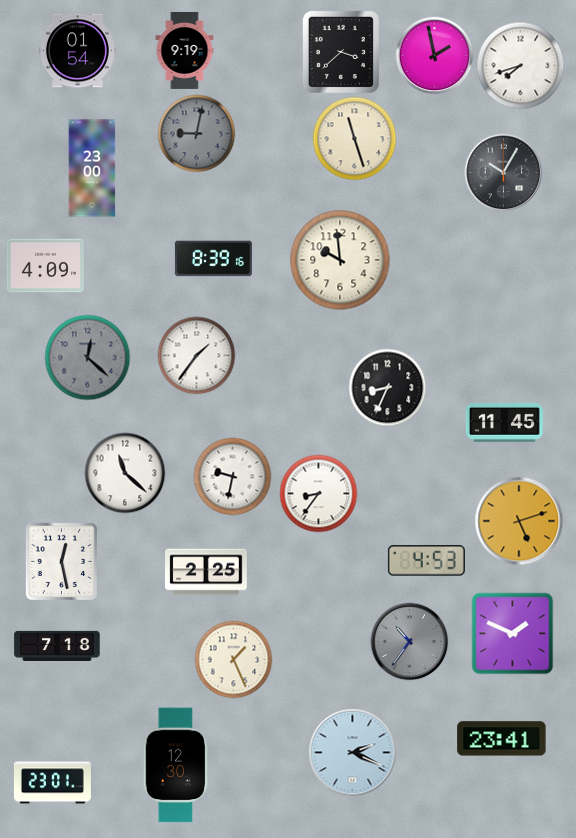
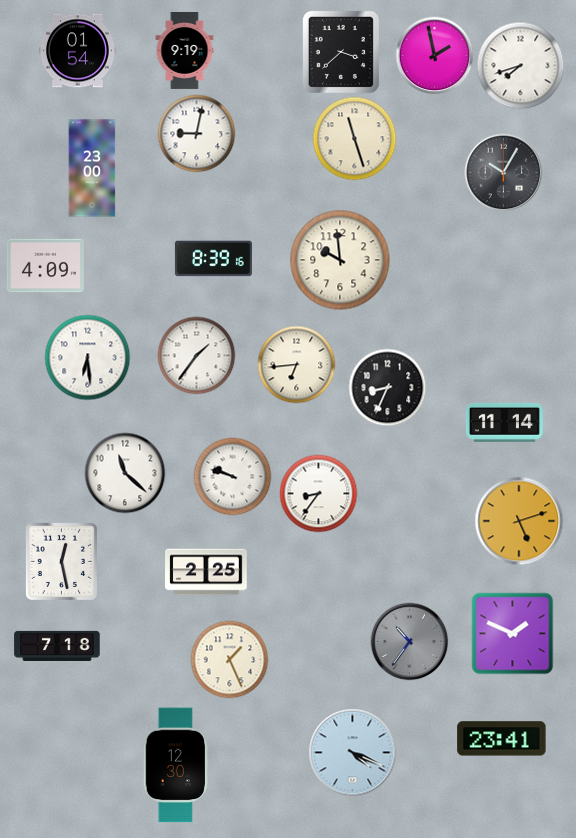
clock at (196, 133) dial: grey -> white
clock at (87, 357): 12:22 -> 6:29
clock at (87, 357) dial: grey -> white
clock at (296, 364): none -> 6:44
clock at (504, 422): 11:45 -> 11:14
clock at (232, 476): 9:32 -> 9:48
clock at (426, 561): 4:53 -> none
clock at (233, 659) position: (233, 659) -> (229, 659)
clock at (352, 752): 2:19 -> 4:19
clock at (52, 783): 23:01 -> none
